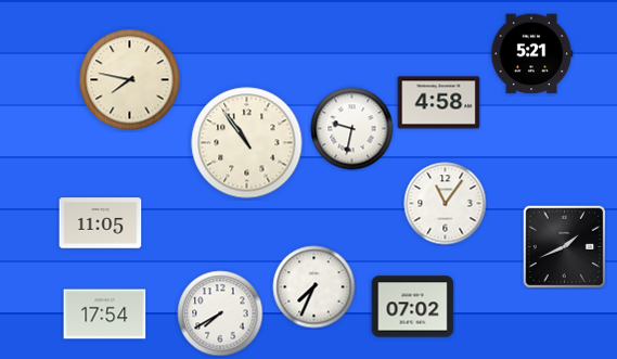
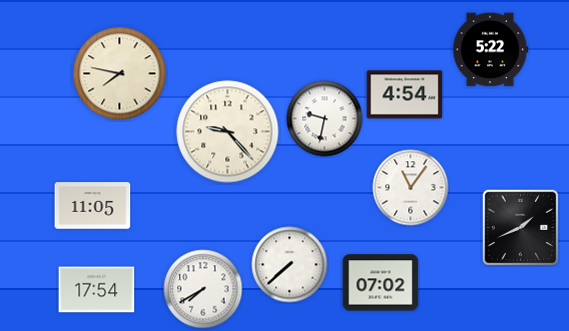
clock at (531, 54): 5:21 -> 5:22
clock at (439, 103): 4:58 -> 4:54
clock at (247, 143): 10:54 -> 9:23
clock at (314, 287): 7:34 -> 7:38
